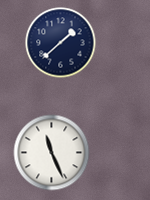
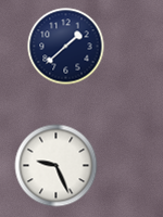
clock at (52, 153): 11:26 -> 9:26
